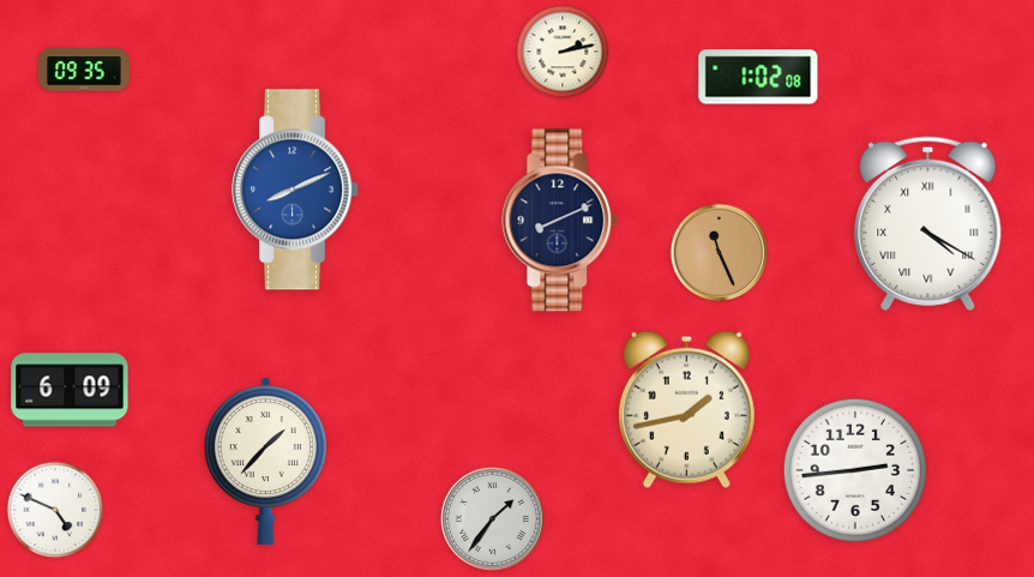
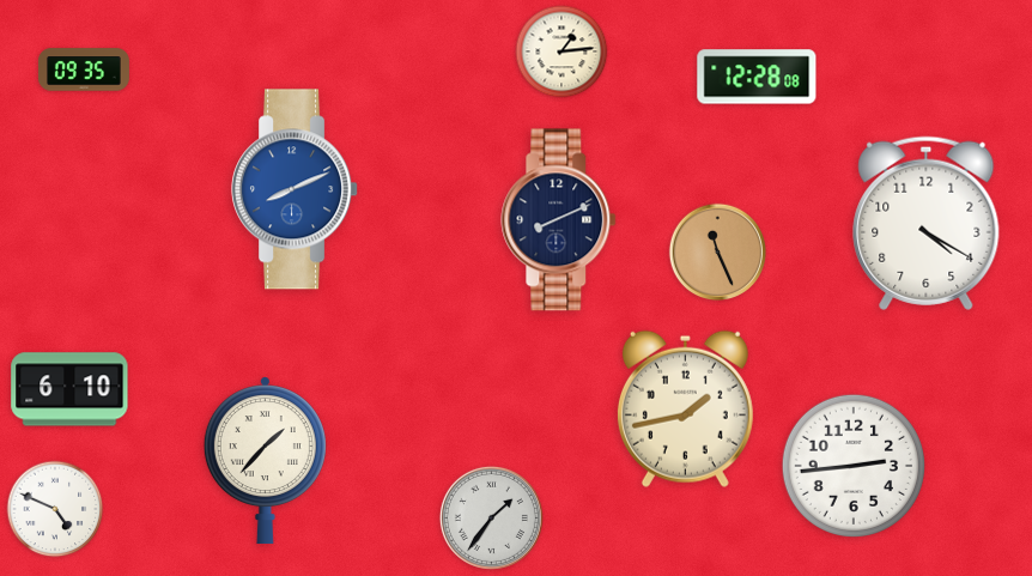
clock at (563, 52): 2:13 -> 1:14
clock at (758, 77): 1:02 -> 12:28
clock at (928, 223) numerals: Roman -> Arabic
clock at (70, 390): 6:09 -> 6:10
clock at (855, 470) position: (855, 470) -> (854, 466)
